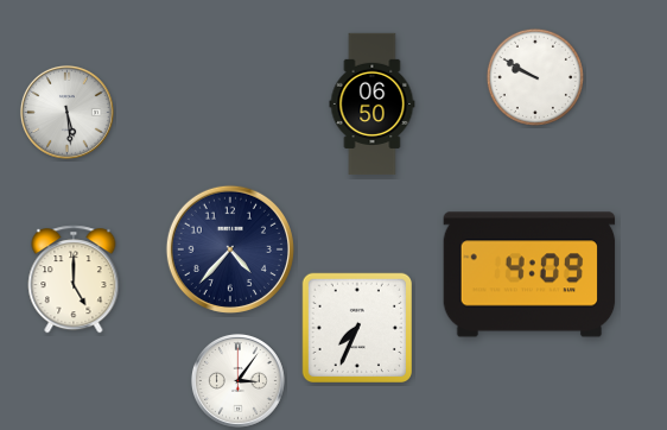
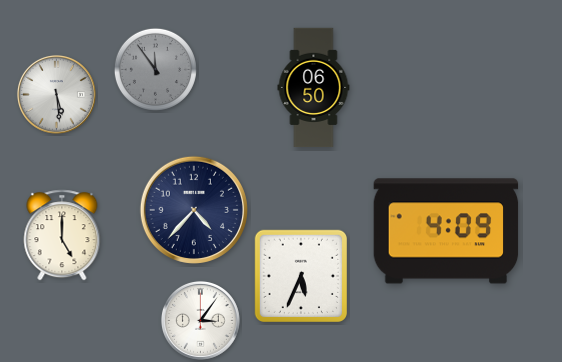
clock at (535, 77): 9:50 -> none
clock at (155, 69): none -> 11:54
clock at (356, 327): 7:34 -> 5:34
